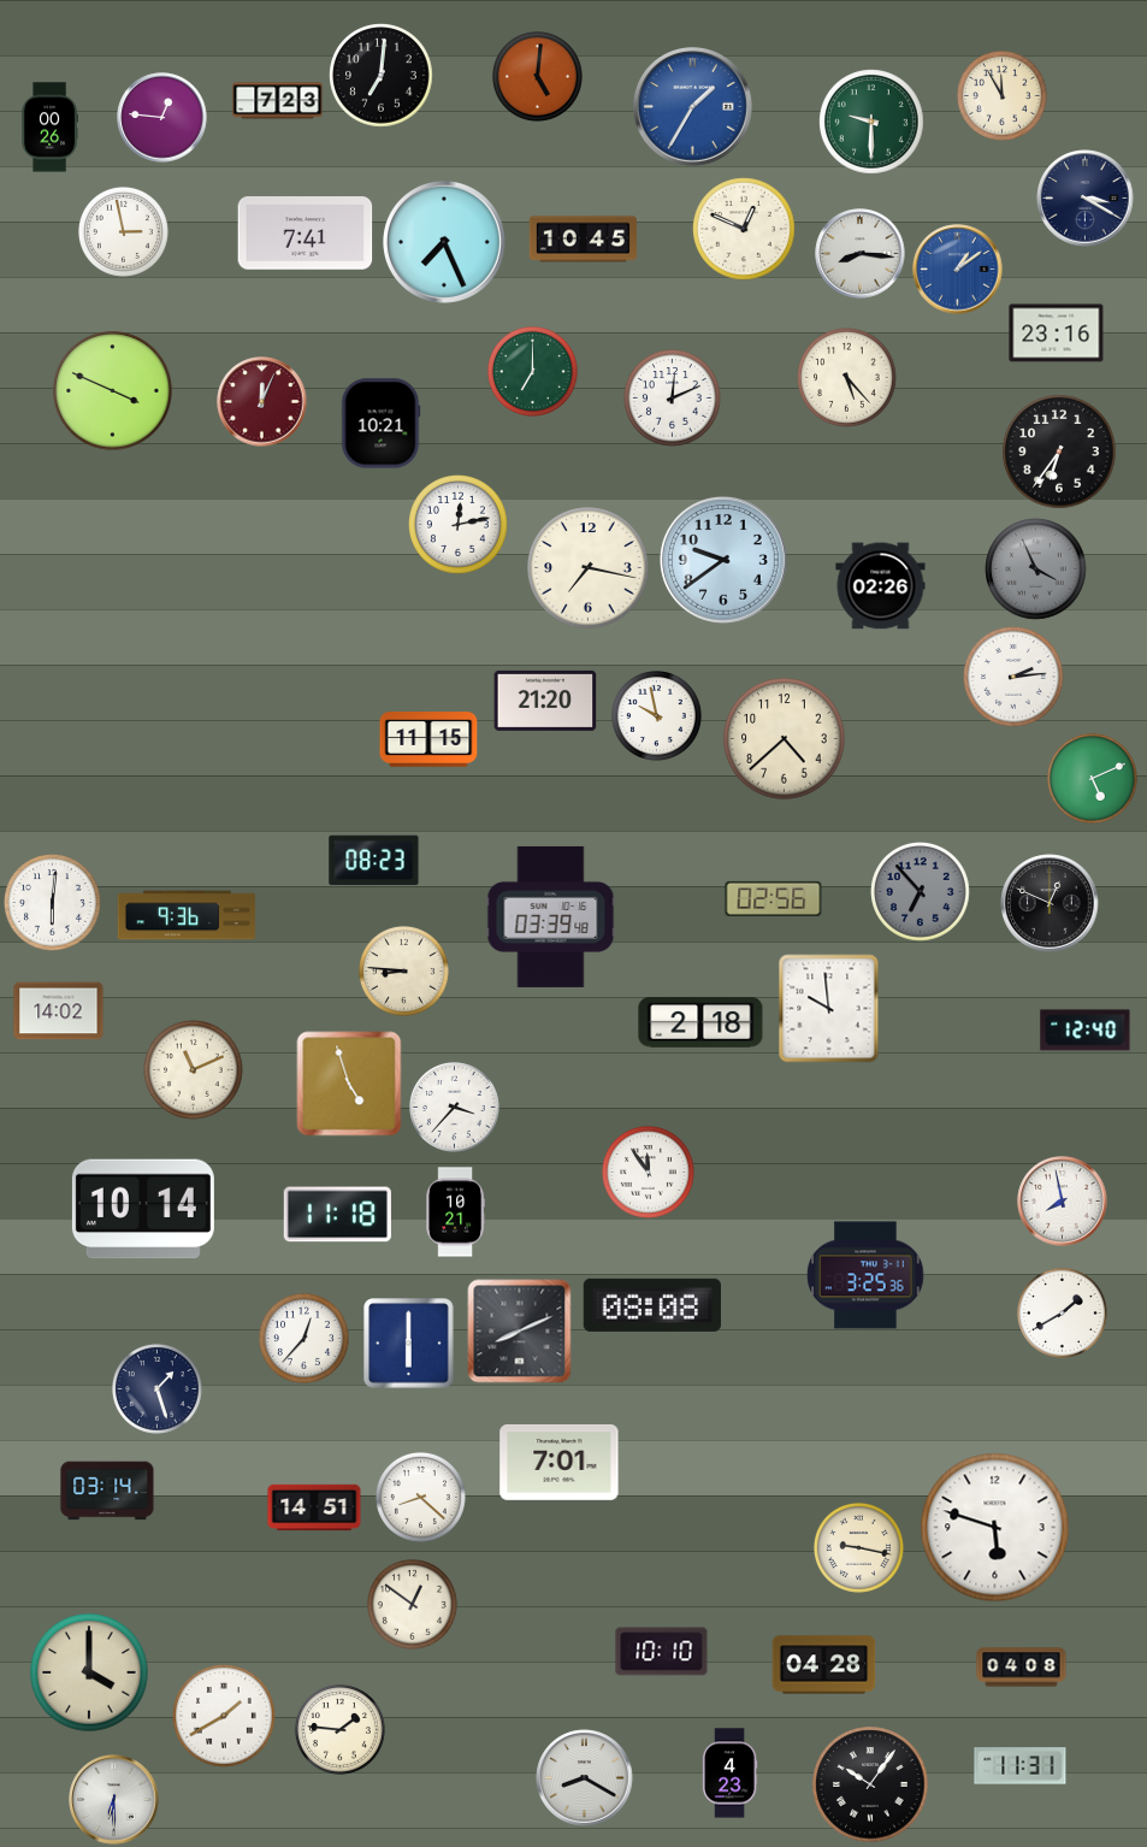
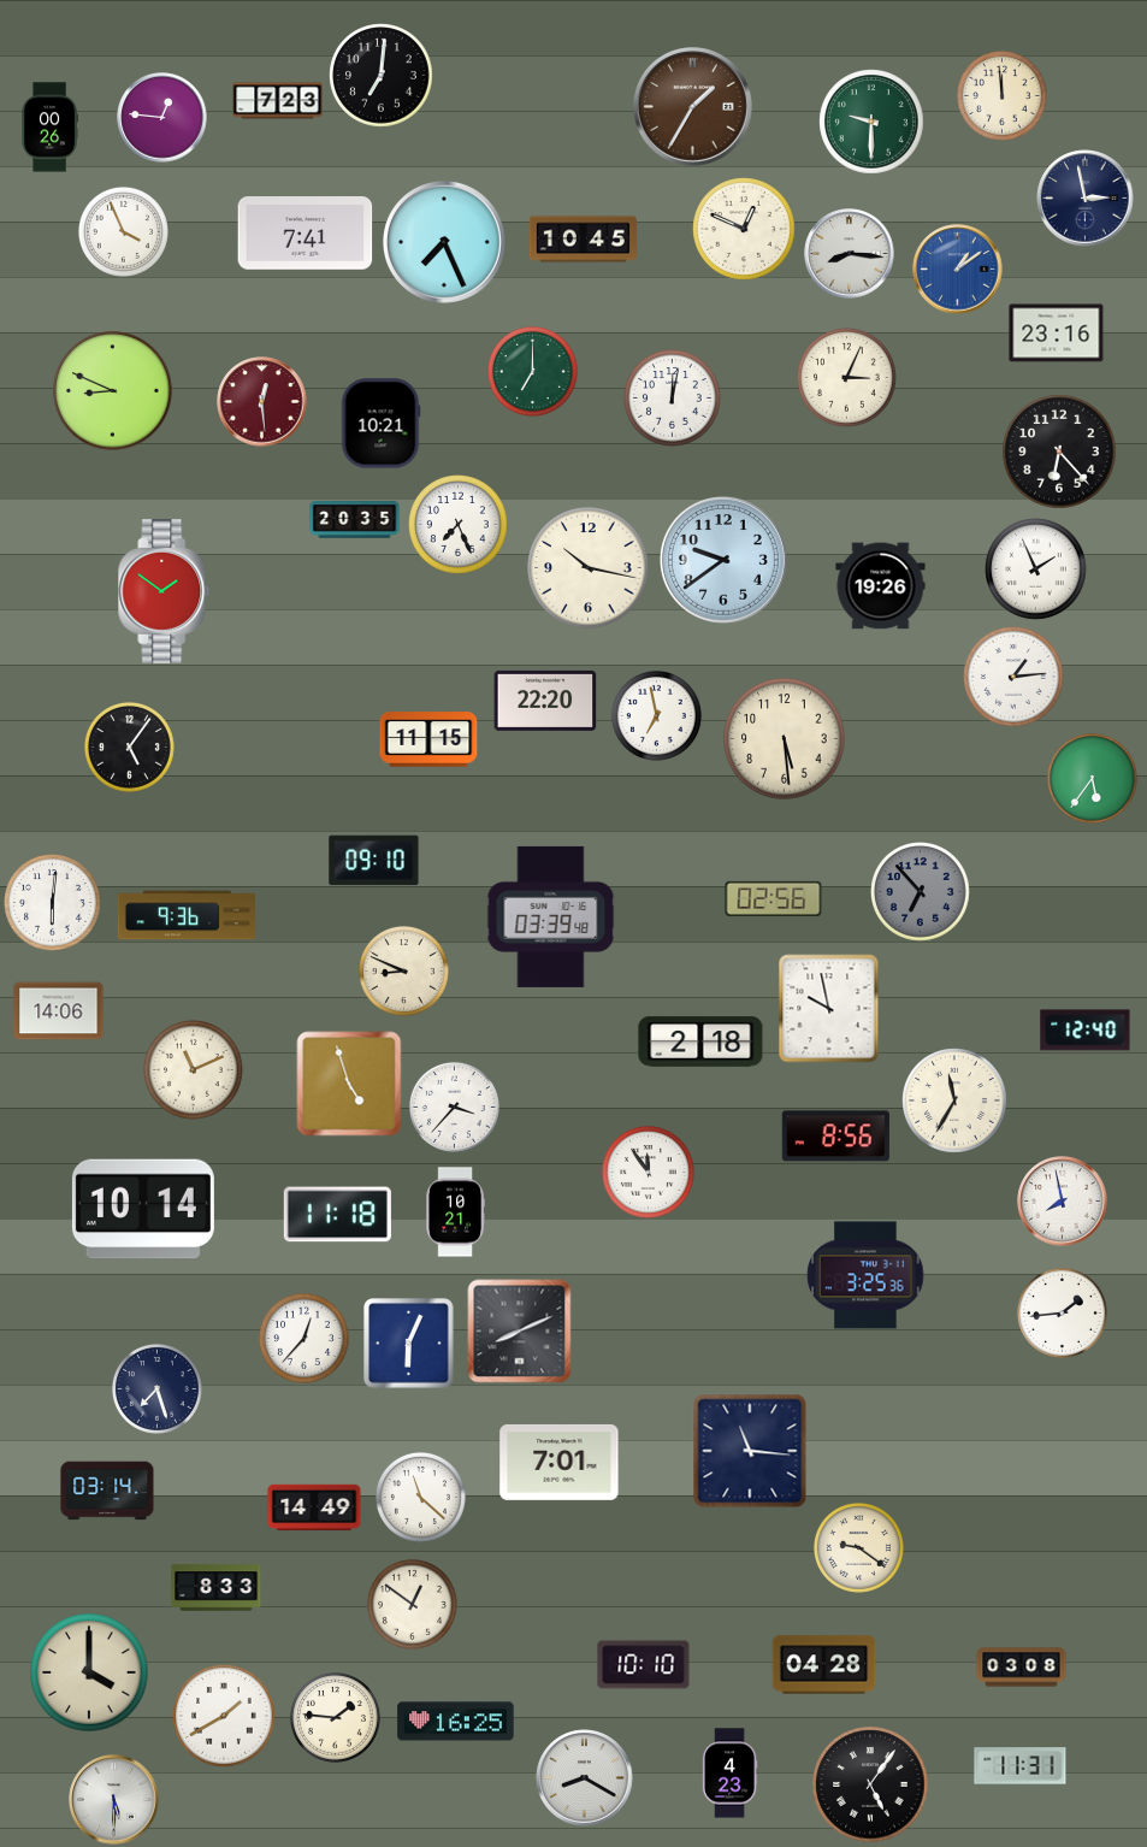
clock at (537, 76): 5:01 -> none
clock at (1001, 95): 11:55 -> 11:59
clock at (693, 107) dial: blue -> brown
clock at (1086, 199): 3:20 -> 2:58
clock at (123, 231): 2:58 -> 3:56
clock at (861, 254) position: (861, 254) -> (850, 254)
clock at (847, 378): 5:23 -> 3:04
clock at (113, 391): 3:49 -> 8:49
clock at (673, 399): 12:11 -> 12:02
clock at (262, 402): 12:04 -> 12:29
clock at (1059, 452): 6:36 -> 6:23
clock at (355, 520): none -> 20:35
clock at (459, 525): 12:13 -> 7:26
clock at (589, 568): 7:17 -> 10:17
clock at (1036, 570): 3:56 -> 1:56
clock at (1036, 570) dial: grey -> white
clock at (881, 586): 02:26 -> 19:26
clock at (164, 592): none -> 1:51
clock at (1013, 677): 2:14 -> 1:14
clock at (545, 701): 21:20 -> 22:20
clock at (656, 715): 9:58 -> 6:58
clock at (785, 739): 4:38 -> 5:29
clock at (129, 747): none -> 5:06
clock at (1092, 778): 5:11 -> 5:36
clock at (374, 861): 08:23 -> 09:10
clock at (1050, 903): 12:49 -> none
clock at (403, 970): 8:46 -> 8:49
clock at (829, 1009): 9:59 -> 9:58
clock at (59, 1011): 14:02 -> 14:06
clock at (700, 1022) position: (700, 1022) -> (700, 1041)
clock at (954, 1100): none -> 11:35
clock at (835, 1137): none -> 8:56
clock at (652, 1305): 08:08 -> none
clock at (1062, 1312): 1:40 -> 1:44
clock at (409, 1344): 6:00 -> 6:04
clock at (156, 1388): 1:27 -> 7:27
clock at (750, 1451): none -> 11:16
clock at (420, 1497): 8:22 -> 11:22
clock at (314, 1507): 14:51 -> 14:49
clock at (995, 1528): 5:48 -> none
clock at (858, 1547): 9:17 -> 9:21
clock at (217, 1588): none -> 8:33
clock at (662, 1652) position: (662, 1652) -> (644, 1665)
clock at (1022, 1668): 04:08 -> 03:08
clock at (456, 1722): none -> 16:25
clock at (339, 1729) position: (339, 1729) -> (335, 1717)
clock at (870, 1784): 10:06 -> 5:06
clock at (114, 1800): 6:30 -> 5:30
